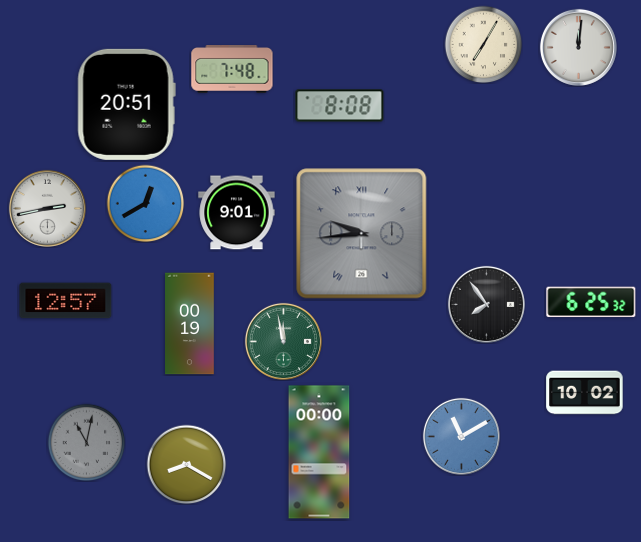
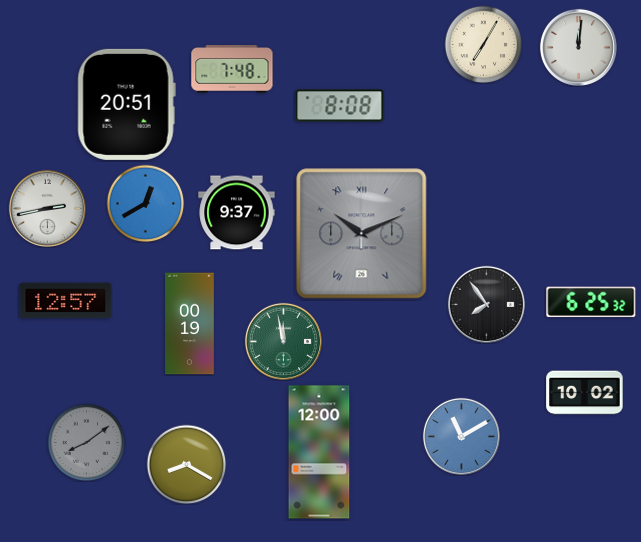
clock at (237, 213): 9:01 -> 9:37
clock at (362, 234): 9:44 -> 10:11
clock at (86, 442): 11:02 -> 8:09
clock at (319, 452): 00:00 -> 12:00
